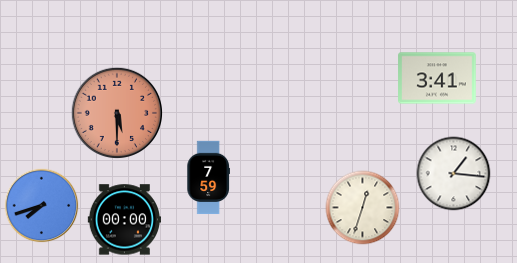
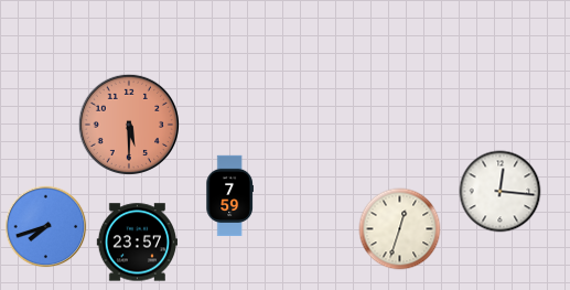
clock at (437, 78): 3:41 -> none
clock at (454, 174): 1:16 -> 12:16
clock at (124, 220): 00:00 -> 23:57
